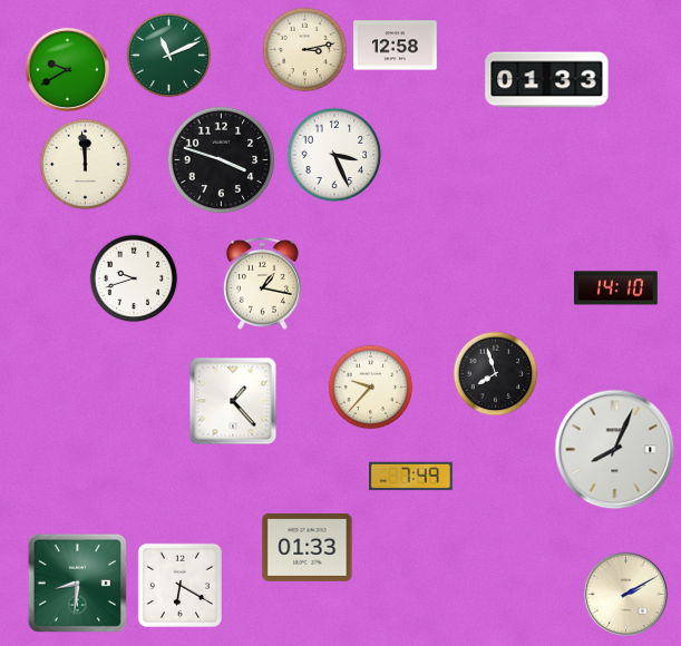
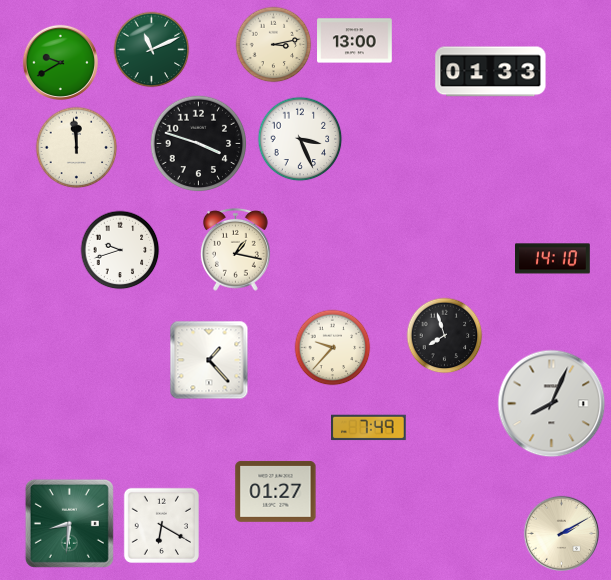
clock at (396, 46): 12:58 -> 13:00
clock at (262, 283) position: (262, 283) -> (235, 249)
clock at (308, 547): 01:33 -> 01:27
